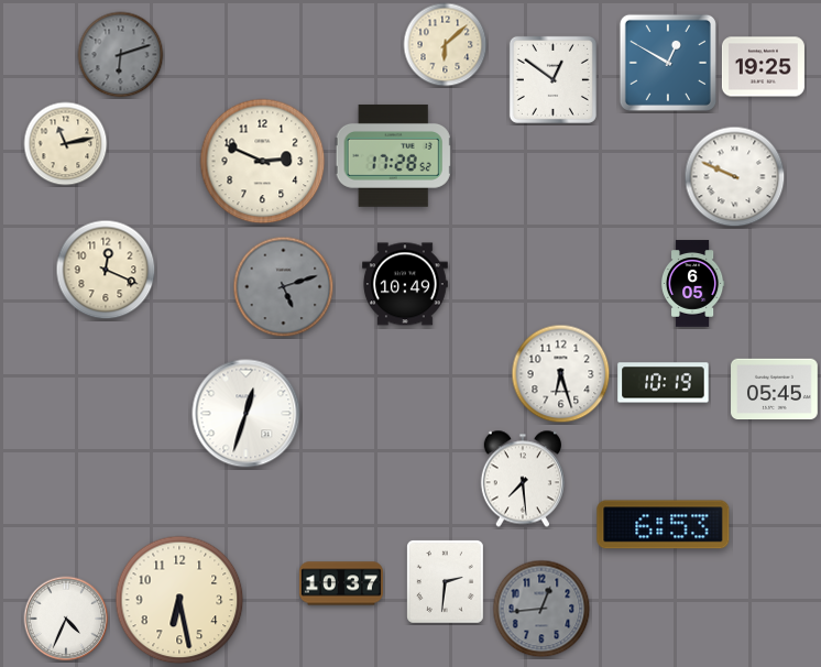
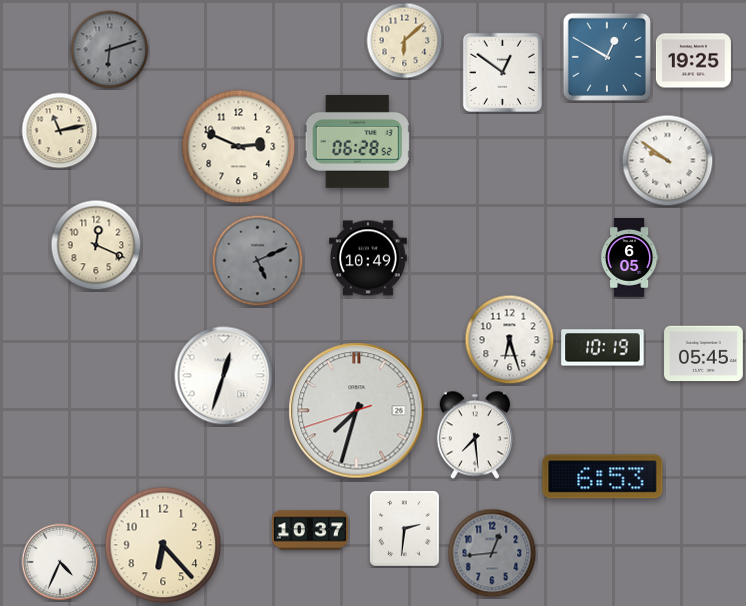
clock at (393, 155): 17:28 -> 06:28
clock at (735, 177): 9:49 -> 9:51
clock at (284, 287): 5:12 -> 5:11
clock at (357, 411): none -> 7:32
clock at (179, 600): 6:28 -> 6:23
